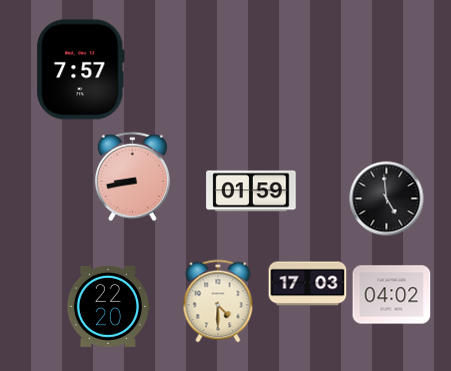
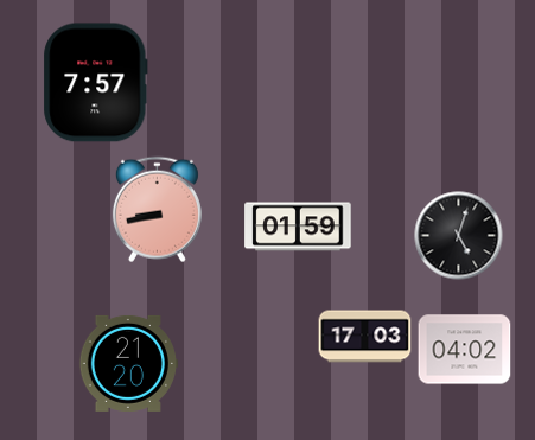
clock at (387, 199): 4:59 -> 5:03
clock at (218, 301): 4:30 -> none
clock at (108, 306): 22:20 -> 21:20
